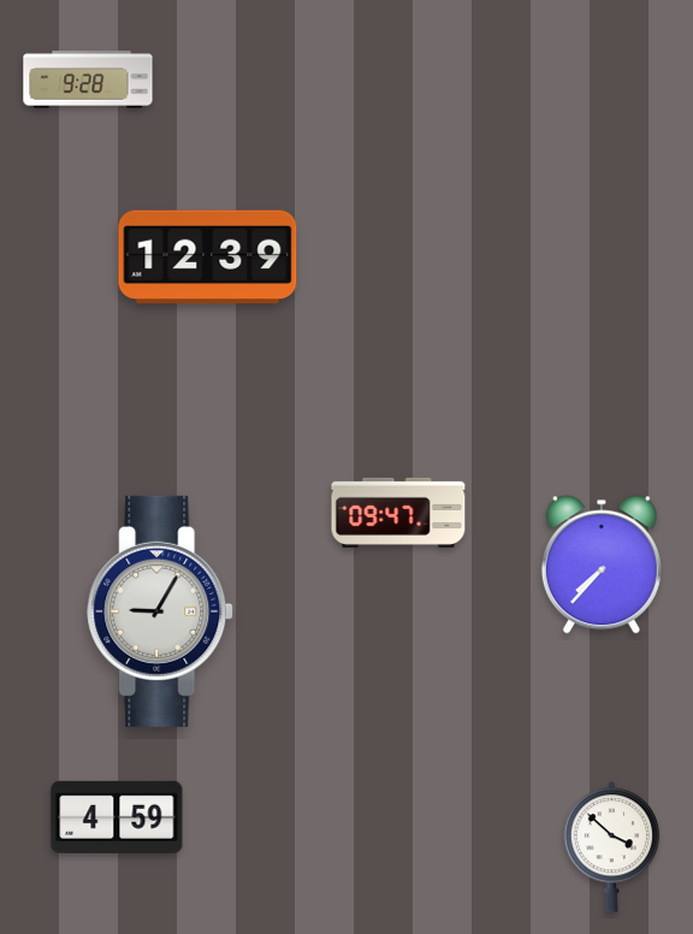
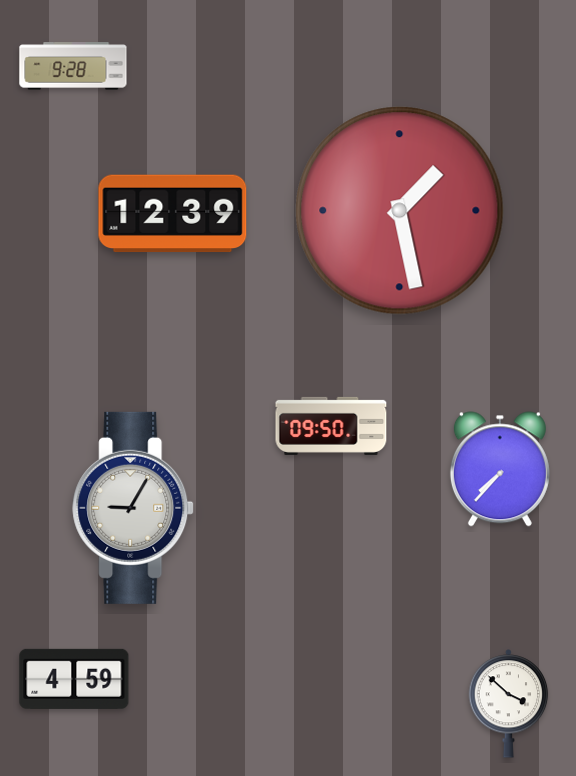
clock at (400, 211): none -> 1:28
clock at (398, 513): 09:47 -> 09:50
clock at (117, 817) position: (117, 817) -> (74, 679)
